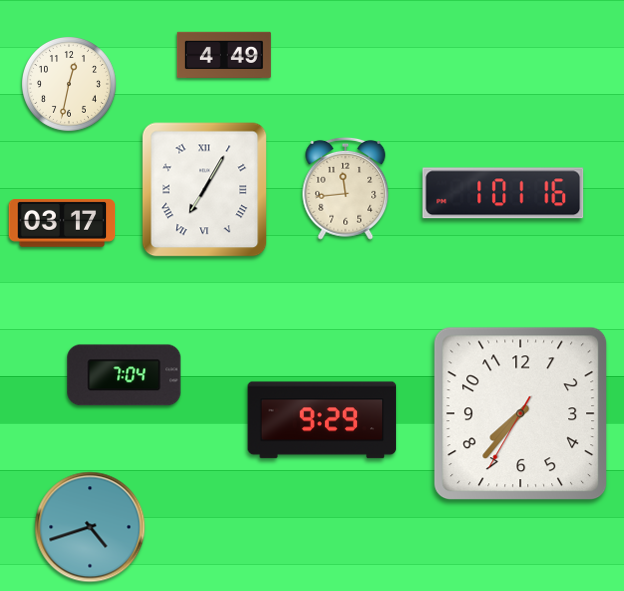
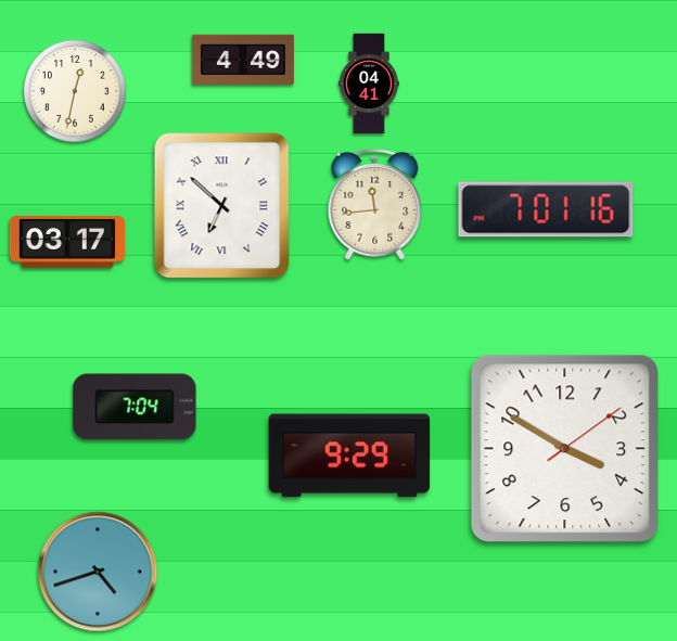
clock at (369, 84): none -> 04:41
clock at (205, 190): 7:05 -> 6:52
clock at (503, 193): 1:01 -> 7:01
clock at (521, 414): 7:36 -> 3:50
